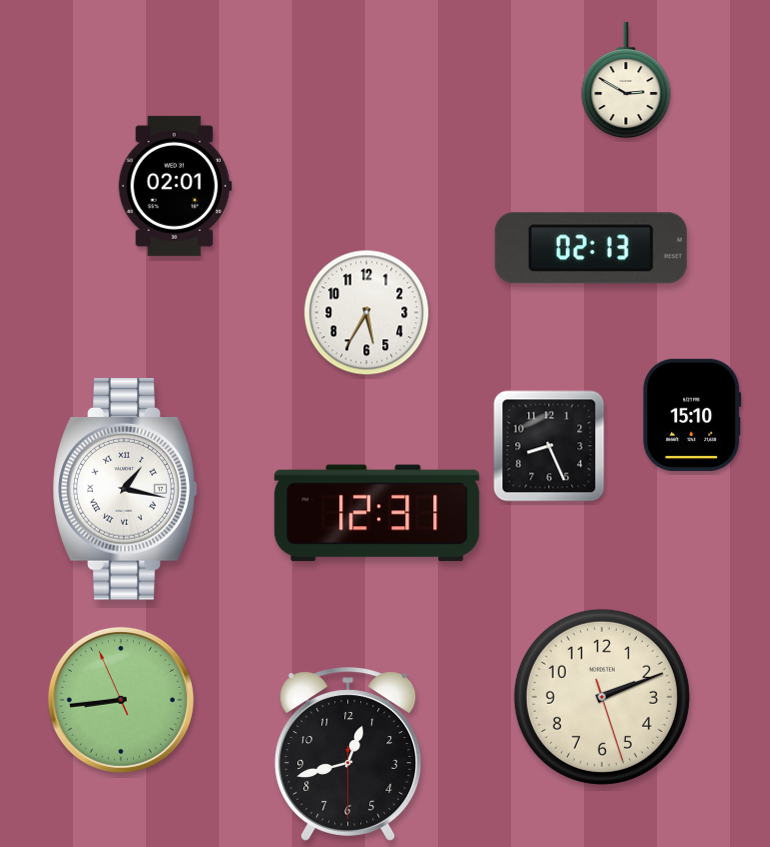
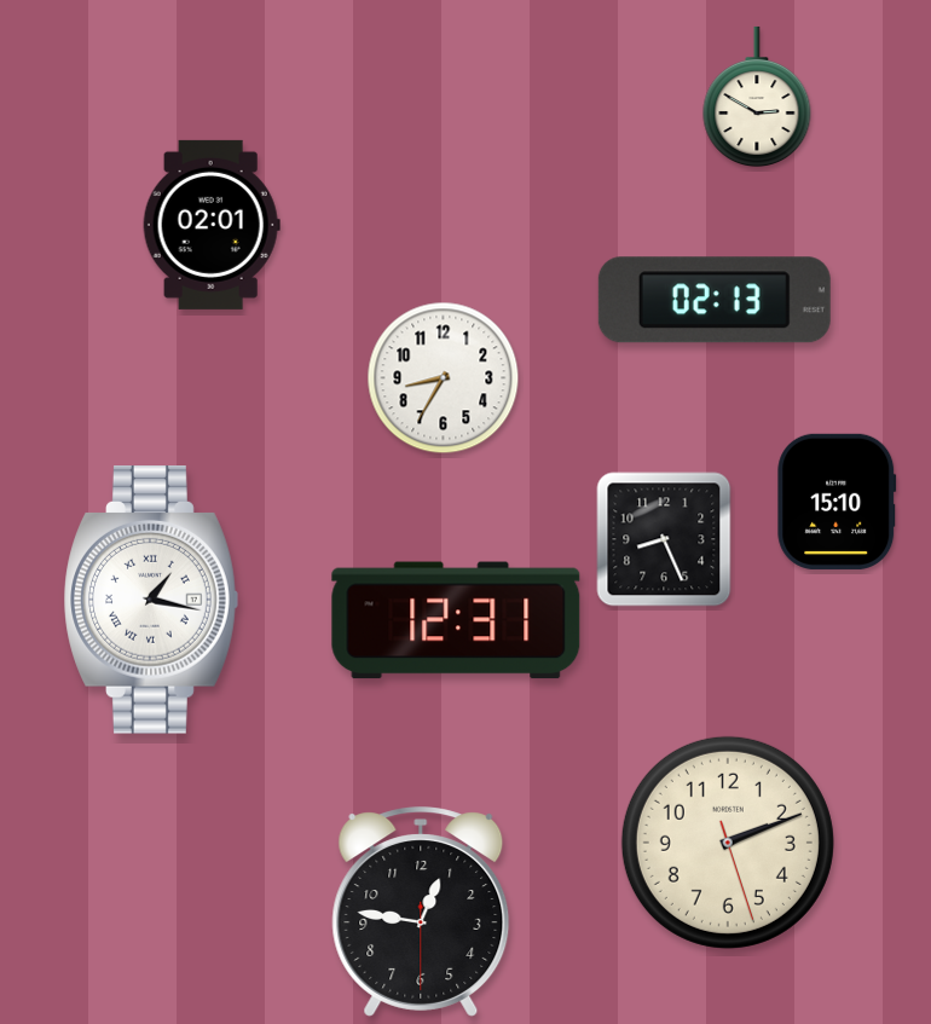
clock at (367, 313): 5:35 -> 8:35
clock at (125, 490) position: (125, 490) -> (151, 601)
clock at (121, 700): 8:43 -> none
clock at (348, 754): 12:42 -> 12:46
